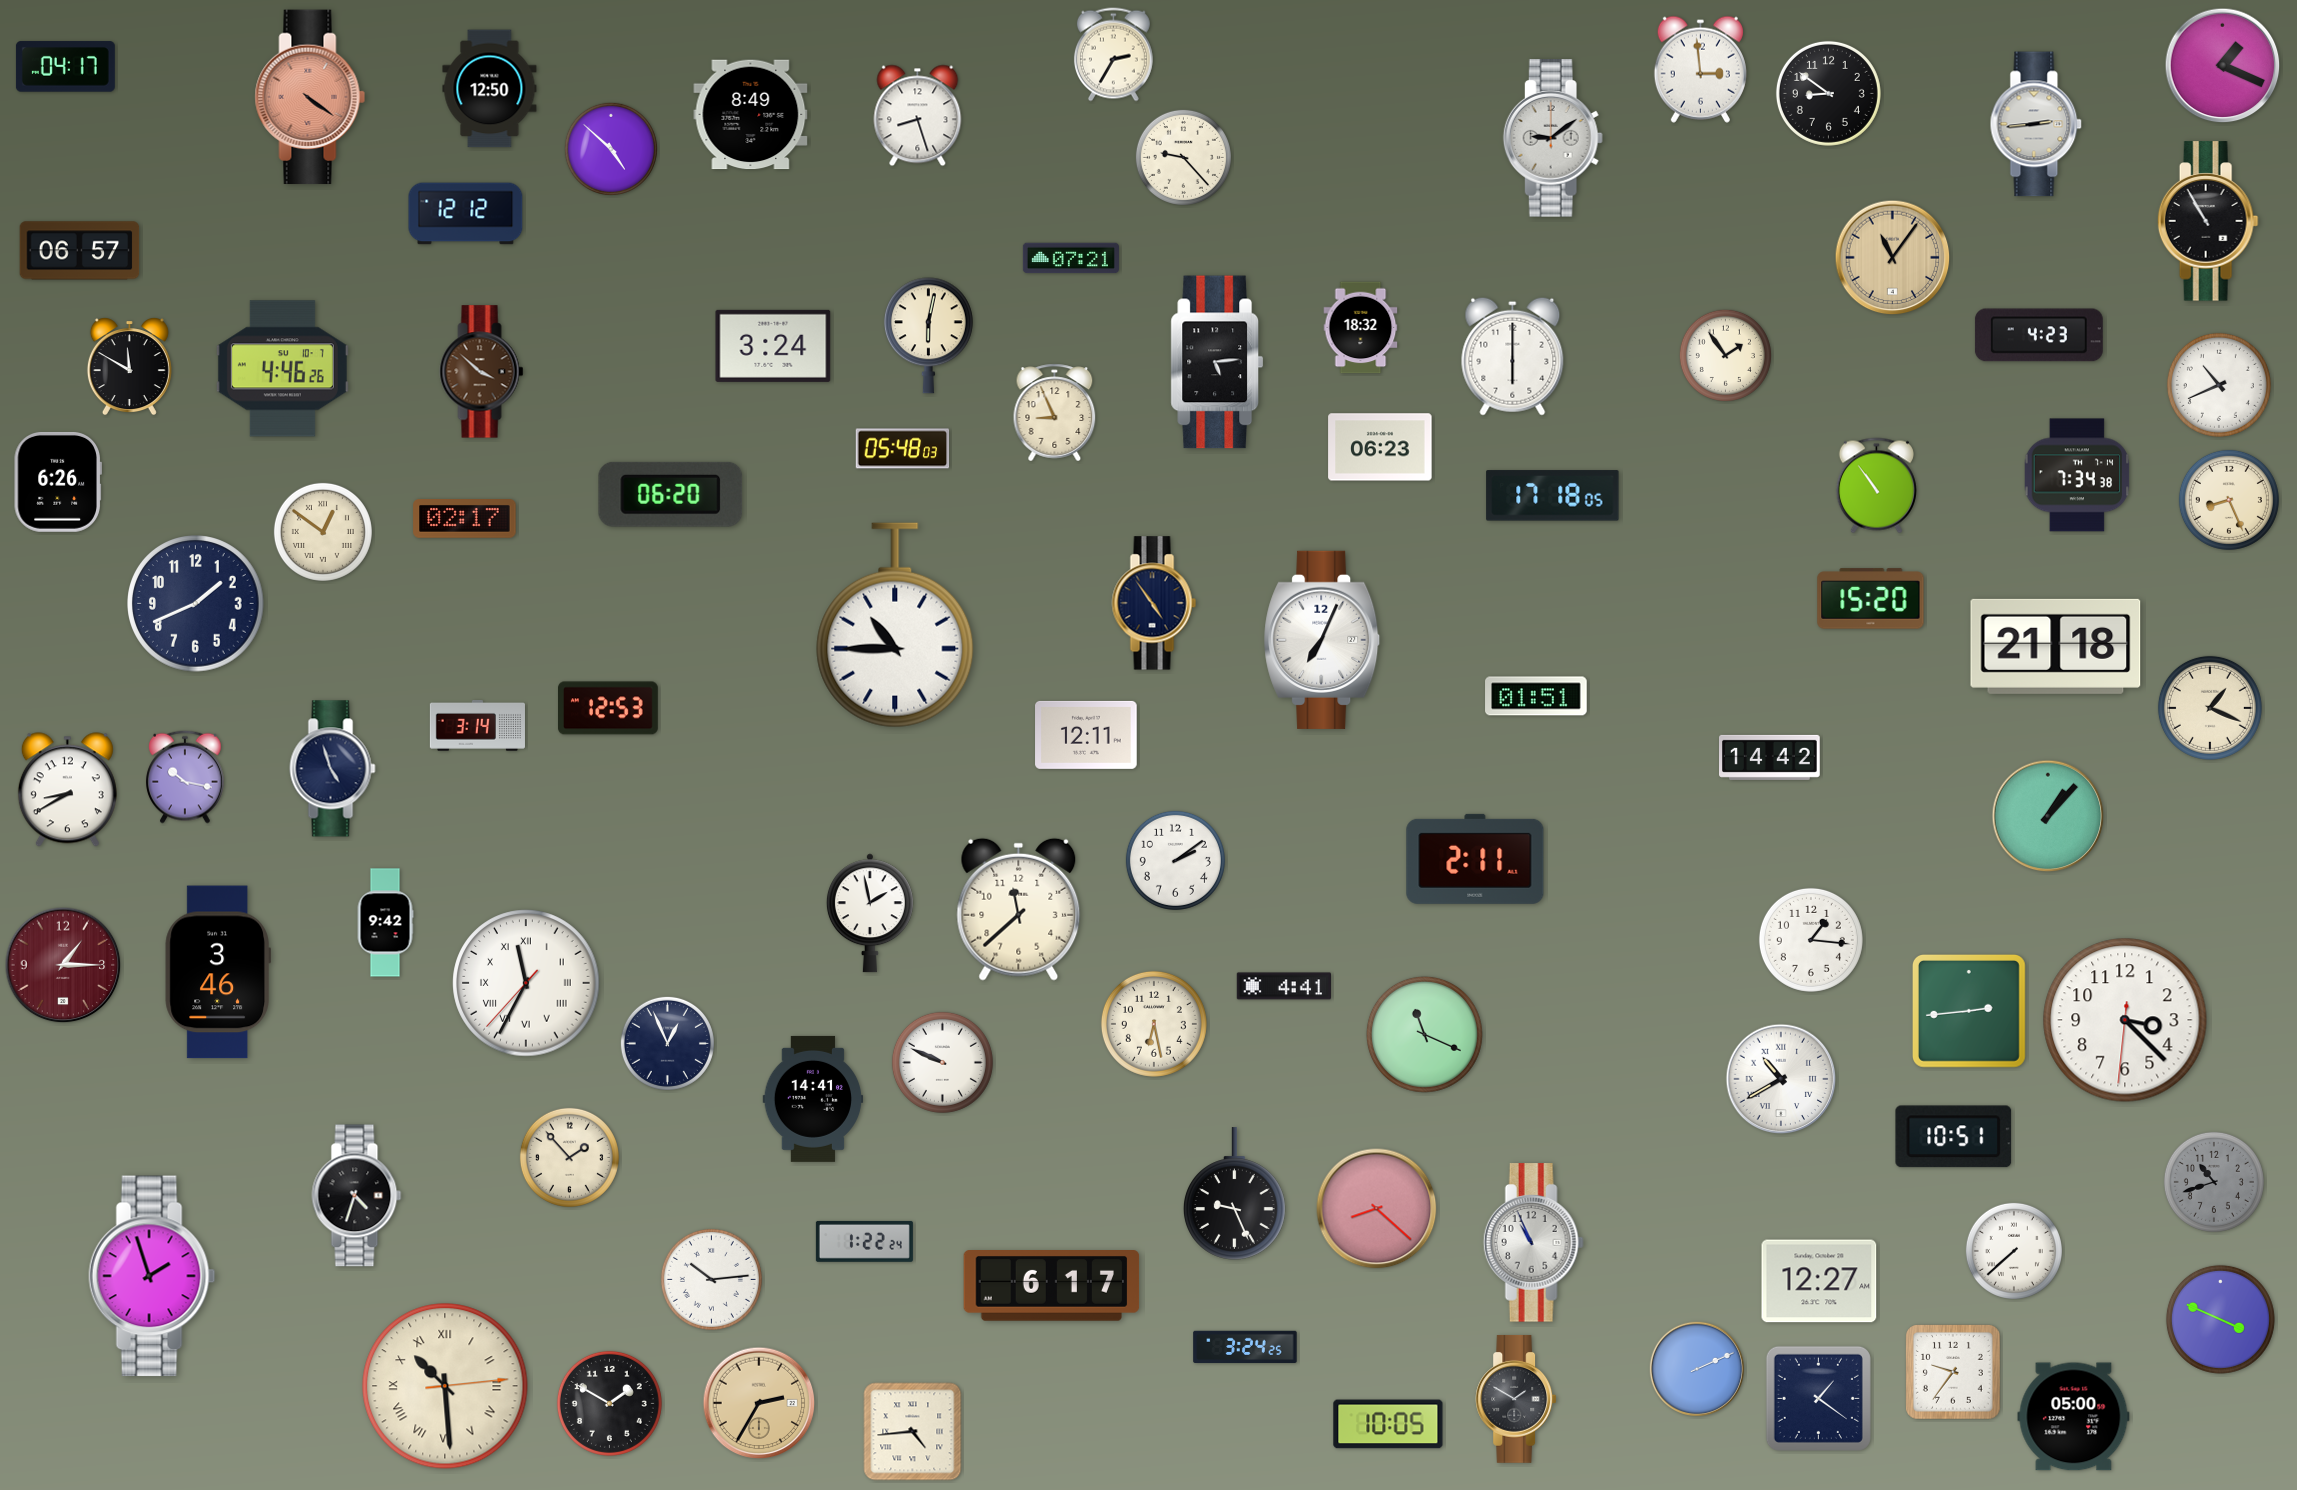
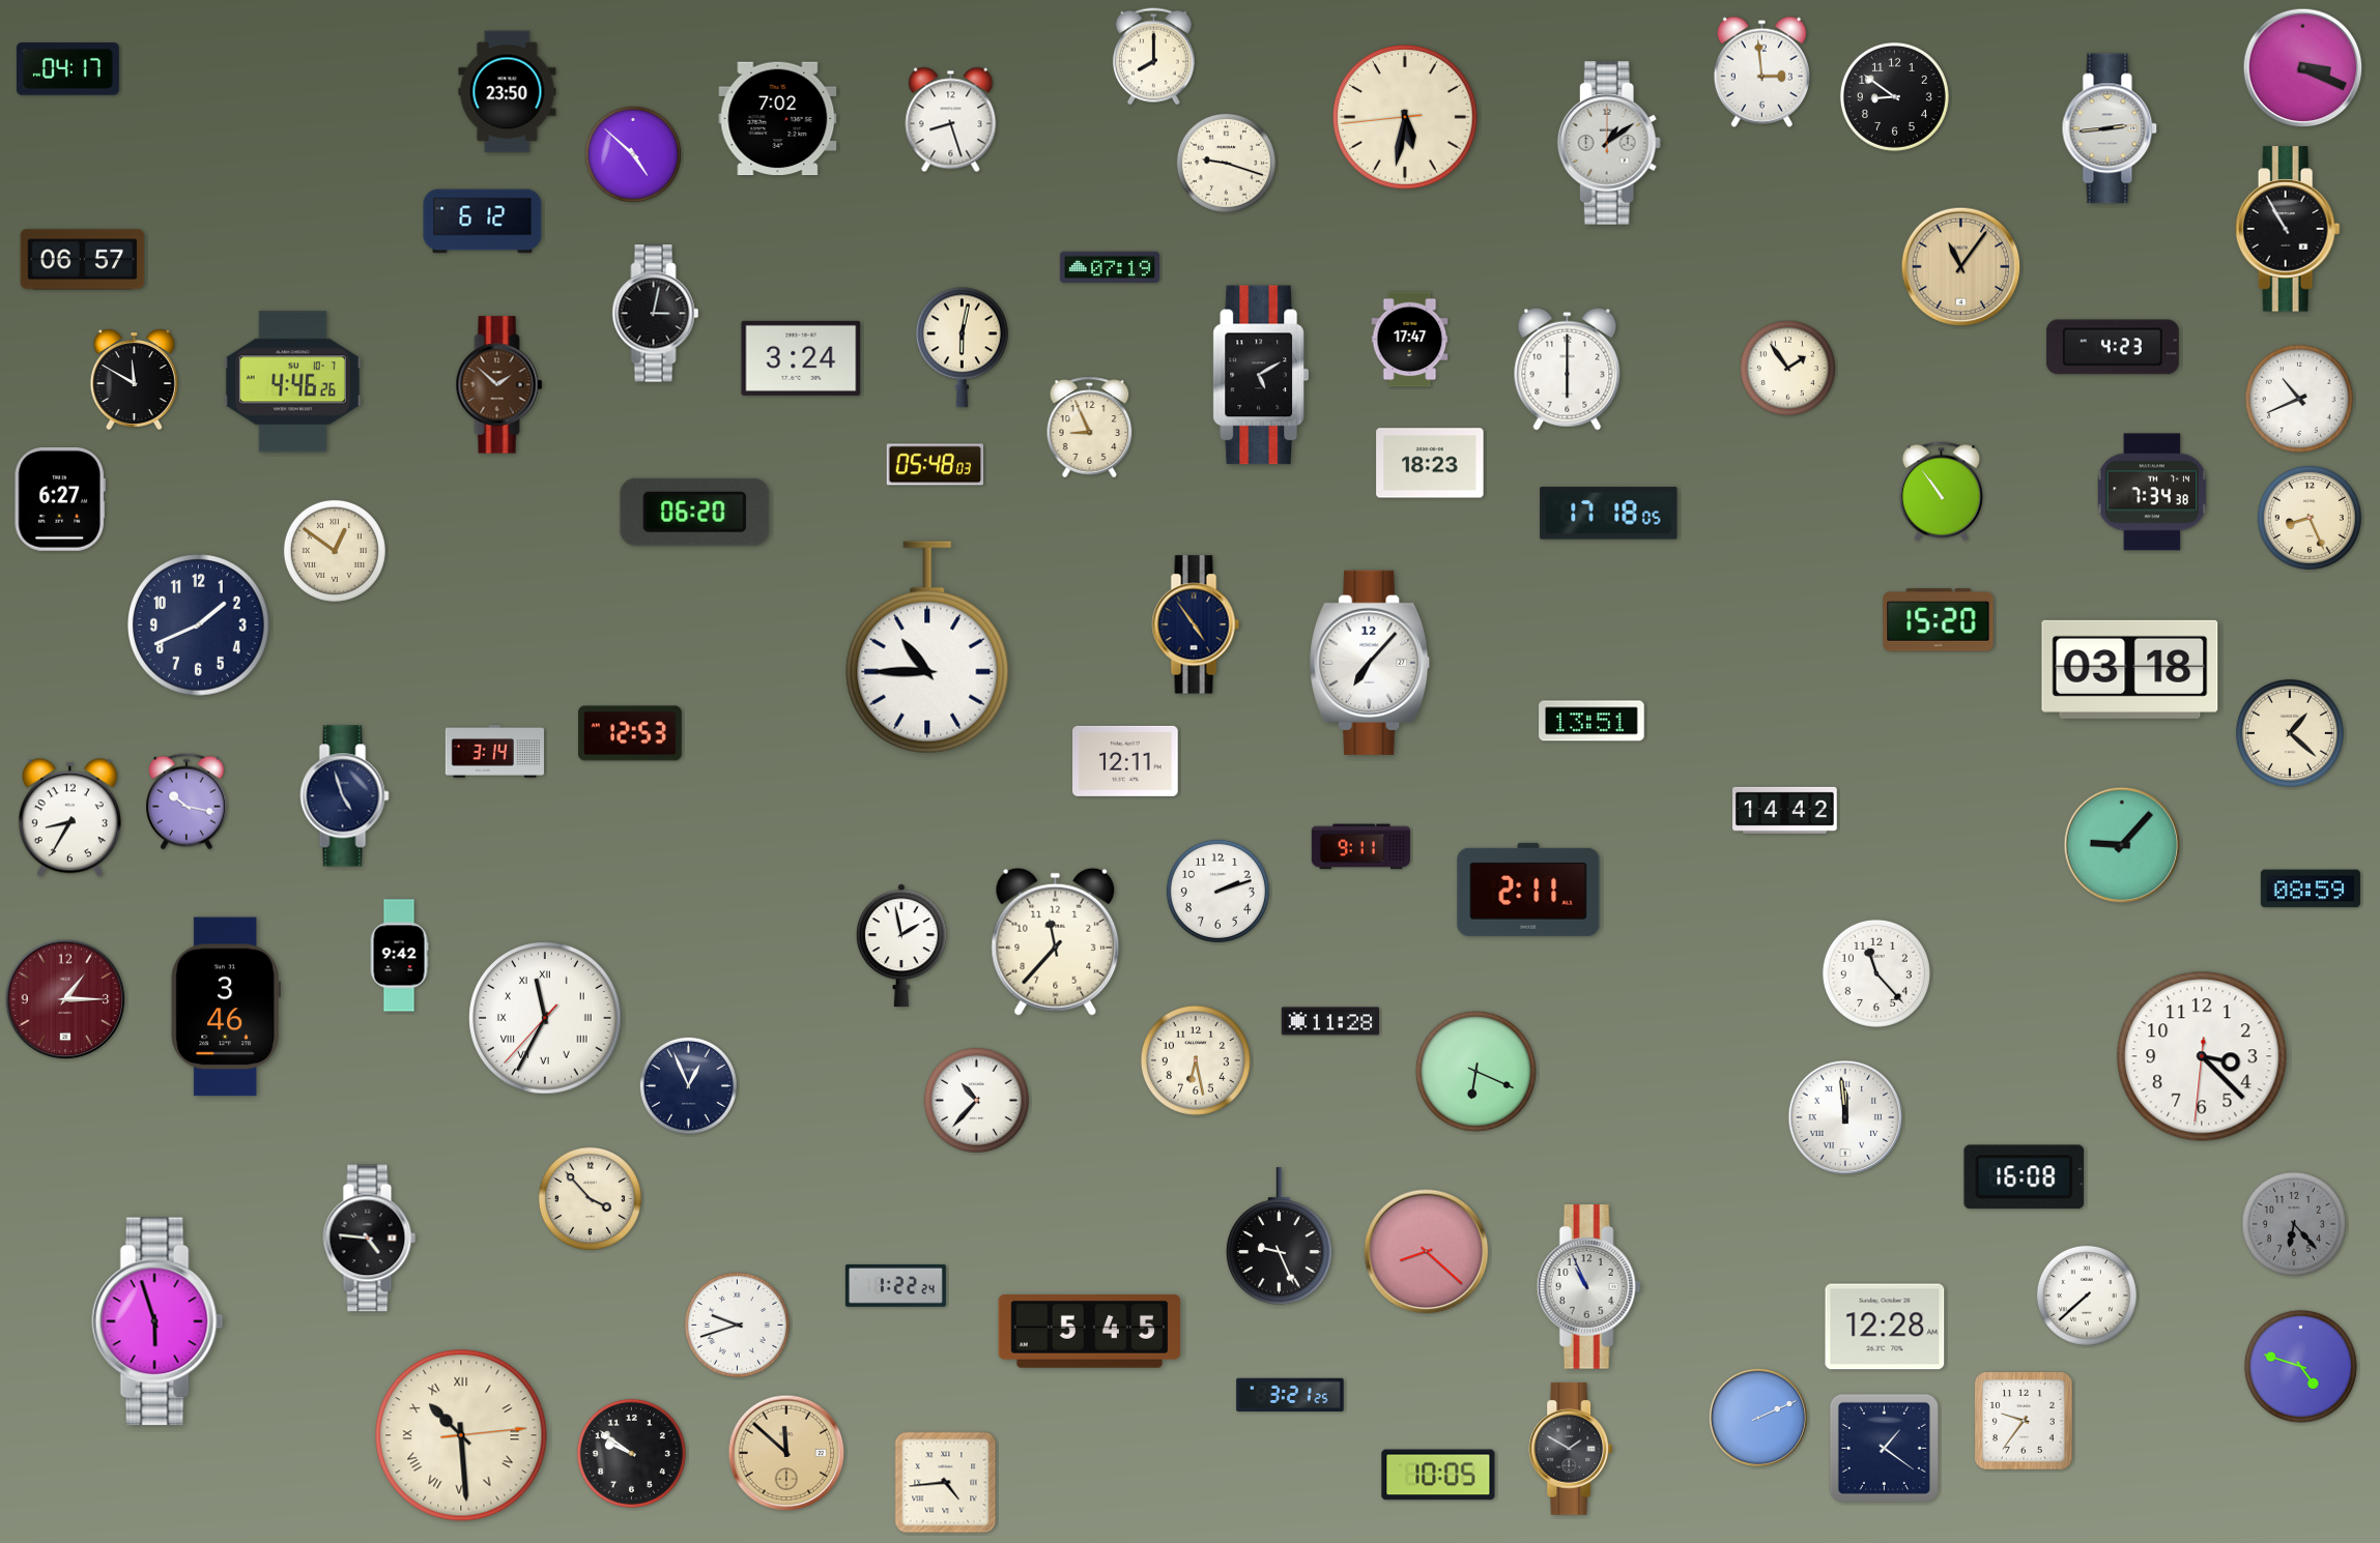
clock at (1113, 55): 2:35 -> 8:00
clock at (2223, 66): 1:19 -> 3:19
clock at (490, 89): 12:50 -> 23:50
clock at (310, 97): 4:21 -> none
clock at (1405, 117): none -> 5:31
clock at (751, 115): 8:49 -> 7:02
clock at (1553, 138): 9:09 -> 1:09
clock at (1183, 157): 9:23 -> 9:18
clock at (466, 214): 12:12 -> 6:12
clock at (1071, 258): 07:21 -> 07:19
clock at (656, 314): none -> 3:02
clock at (1361, 328): 18:32 -> 17:47
clock at (1217, 362): 5:14 -> 5:10
clock at (482, 372): 3:52 -> 1:52
clock at (1055, 413) position: (1055, 413) -> (1090, 428)
clock at (1380, 447): 06:23 -> 18:23
clock at (58, 482): 6:26 -> 6:27
clock at (1876, 486) position: (1876, 486) -> (1941, 492)
clock at (465, 519): 02:17 -> none
clock at (196, 604) position: (196, 604) -> (199, 625)
clock at (1322, 640): 7:04 -> 7:07
clock at (2056, 646): 21:18 -> 03:18
clock at (1536, 696): 01:51 -> 13:51
clock at (2210, 708): 1:19 -> 1:22
clock at (1770, 757) position: (1770, 757) -> (1785, 810)
clock at (186, 777) position: (186, 777) -> (188, 802)
clock at (67, 790): 8:40 -> 8:35
clock at (2048, 816): 1:07 -> 9:07
clock at (1360, 847): none -> 9:11
clock at (2311, 889): none -> 08:59
clock at (1175, 860): 2:09 -> 2:12
clock at (1019, 909): 11:38 -> 11:37
clock at (1811, 940): 1:16 -> 11:23
clock at (1283, 986): 4:41 -> 11:28
clock at (1969, 1011): 2:44 -> none
clock at (1424, 1034): 11:19 -> 6:19
clock at (667, 1043) position: (667, 1043) -> (688, 1085)
clock at (942, 1062): 9:49 -> 10:37
clock at (1781, 1079): 10:40 -> 11:59
clock at (813, 1099): 14:41 -> none
clock at (1954, 1137): 10:51 -> 16:08
clock at (569, 1157): 1:53 -> 3:53
clock at (2214, 1182): 10:42 -> 6:23
clock at (357, 1196): 4:33 -> 4:46
clock at (152, 1276): 1:57 -> 5:57
clock at (711, 1279): 10:14 -> 9:42
clock at (1819, 1281): 12:27 -> 12:28
clock at (1052, 1286): 6:17 -> 5:45
clock at (2220, 1319): 3:49 -> 4:48
clock at (1245, 1347): 3:24 -> 3:21
clock at (609, 1403): 1:50 -> 9:51
clock at (759, 1403): 2:35 -> 11:52
clock at (2074, 1417): 05:00 -> none
